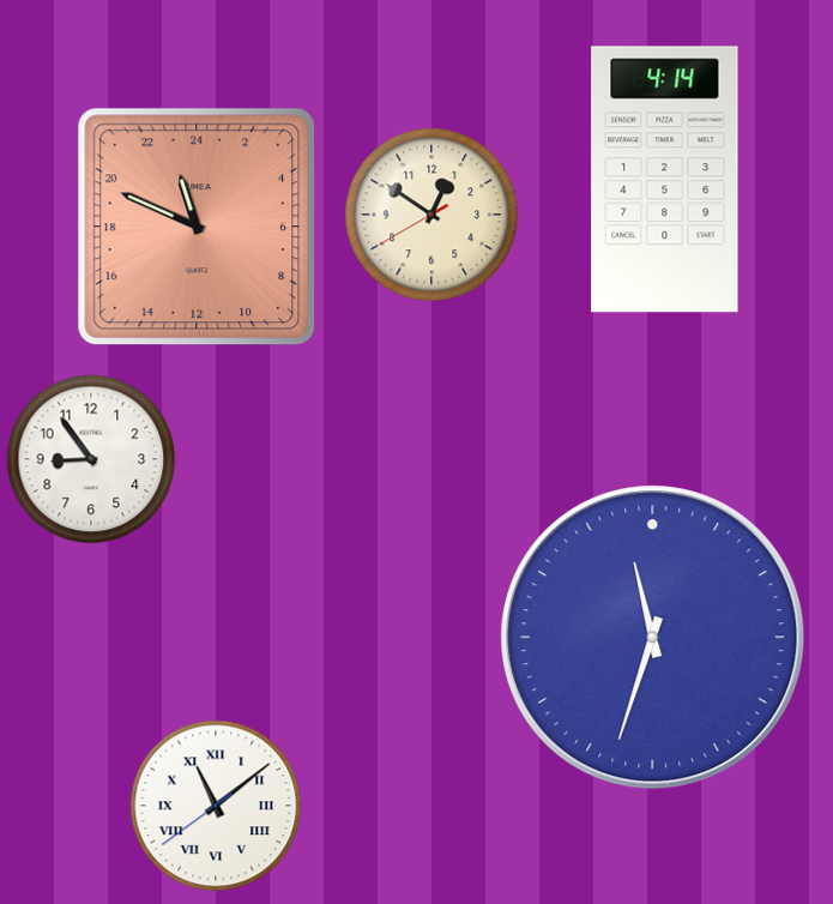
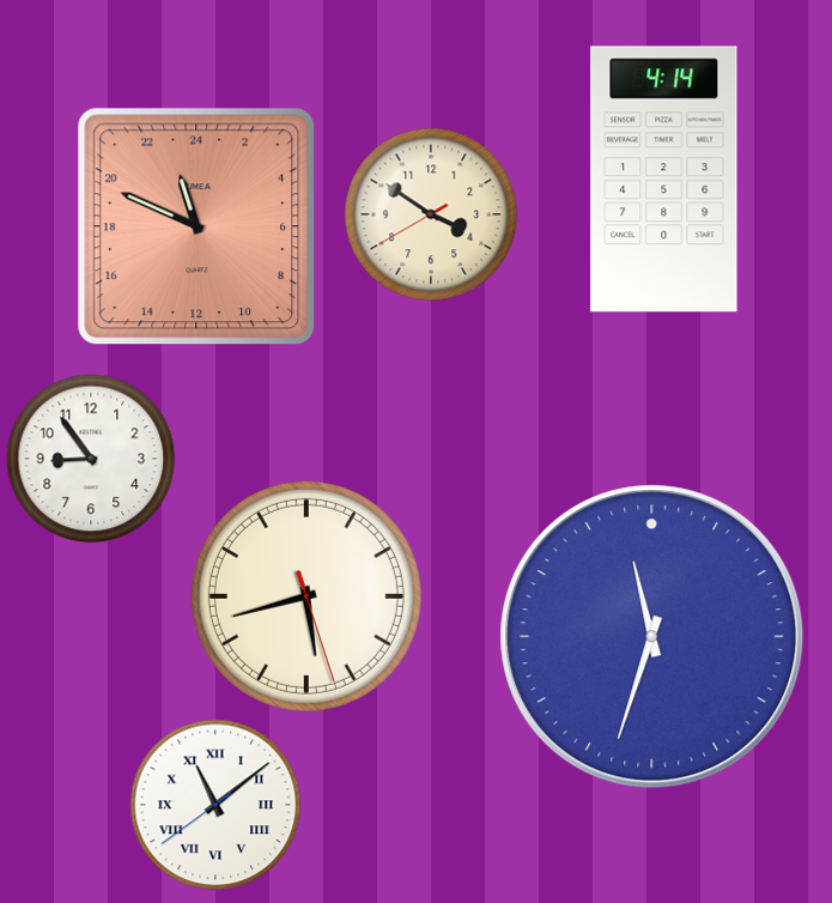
clock at (431, 215): 12:50 -> 3:50
clock at (306, 596): none -> 5:42
